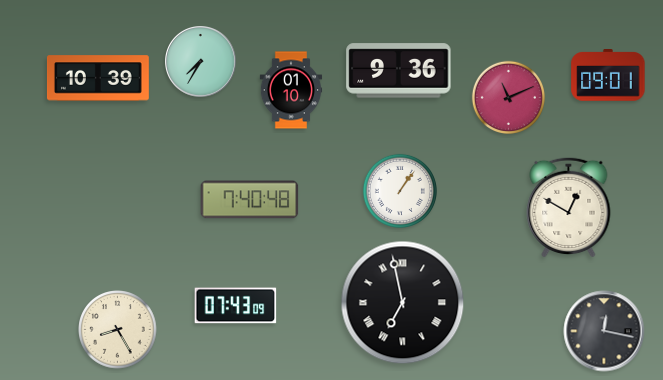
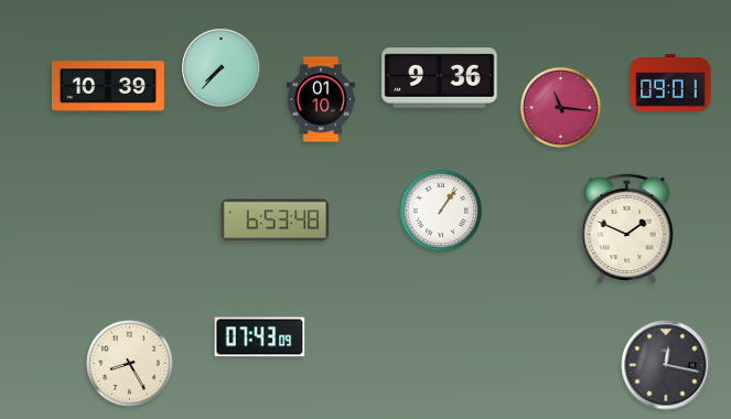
clock at (201, 62): 7:35 -> 7:37
clock at (508, 97): 11:11 -> 11:16
clock at (250, 200): 7:40 -> 6:53
clock at (569, 207): 12:50 -> 1:49
clock at (403, 303): 6:58 -> none
